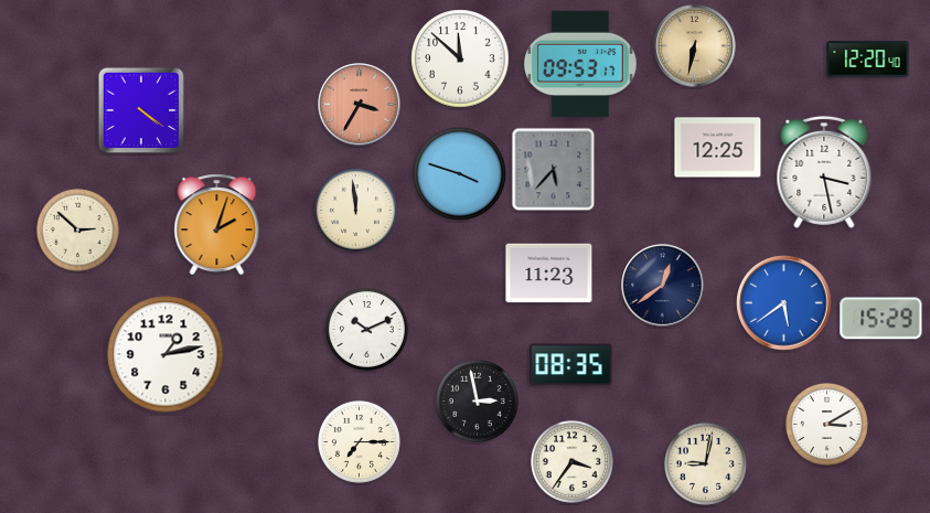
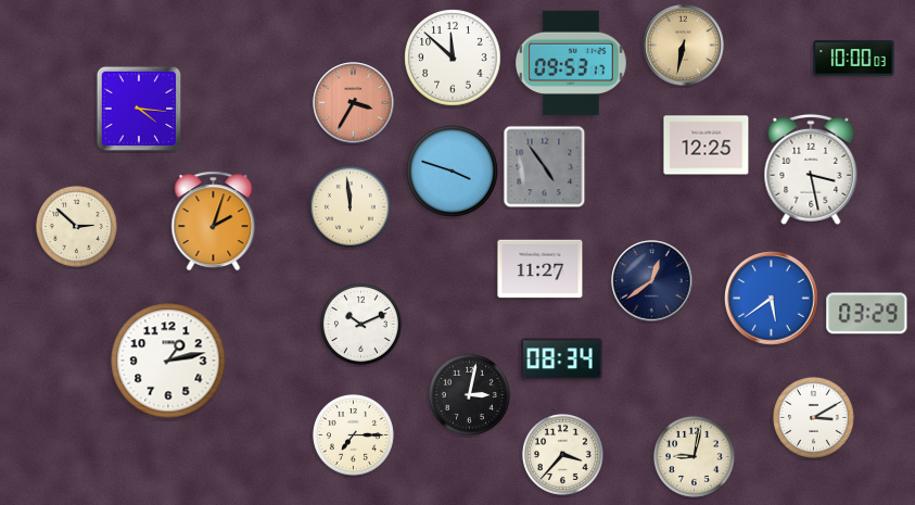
clock at (868, 60): 12:20 -> 10:00
clock at (141, 110): 4:21 -> 4:16
clock at (554, 170): 5:37 -> 4:54
clock at (549, 274): 11:23 -> 11:27
clock at (881, 319): 15:29 -> 03:29
clock at (165, 354) position: (165, 354) -> (168, 361)
clock at (571, 365): 08:35 -> 08:34
clock at (477, 400): 2:58 -> 3:02
clock at (571, 461): 3:36 -> 3:37
